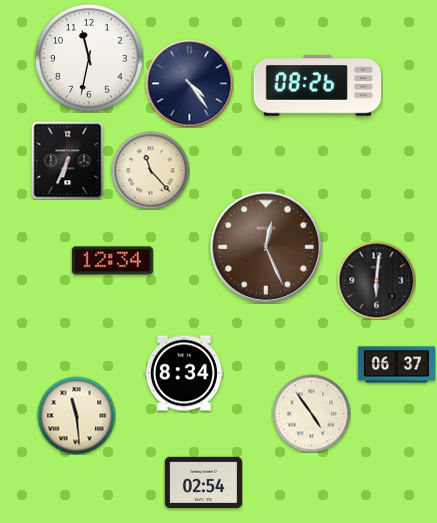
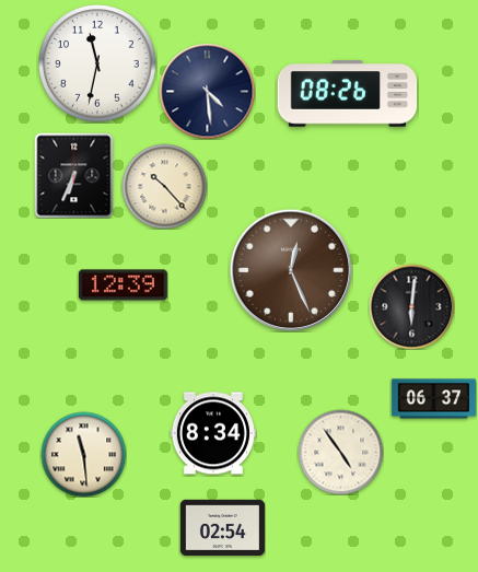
clock at (189, 83): 4:24 -> 4:29
clock at (150, 170): 11:23 -> 10:23
clock at (112, 261): 12:34 -> 12:39
clock at (184, 373) position: (184, 373) -> (213, 433)
